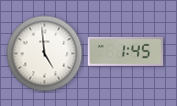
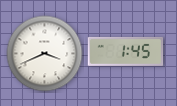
clock at (45, 54): 4:59 -> 3:41
